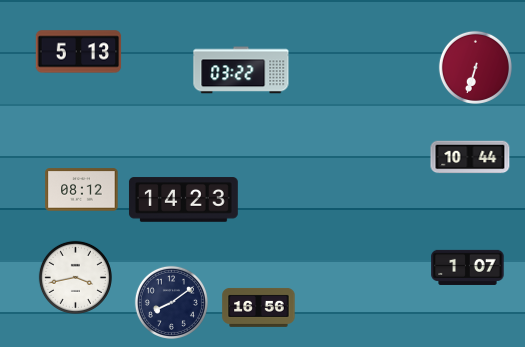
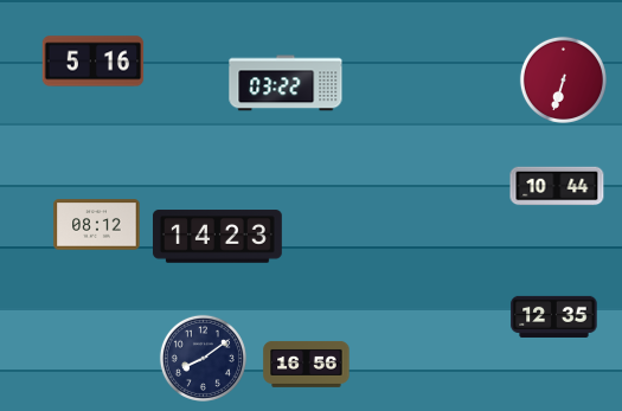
clock at (79, 52): 5:13 -> 5:16
clock at (468, 267): 1:07 -> 12:35
clock at (75, 277): 3:43 -> none
